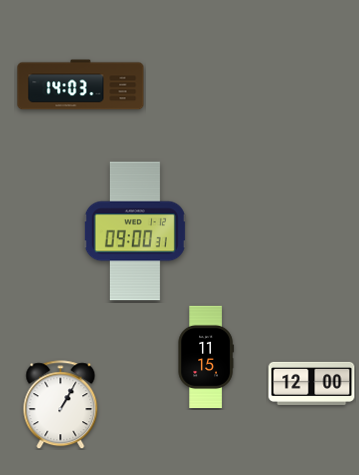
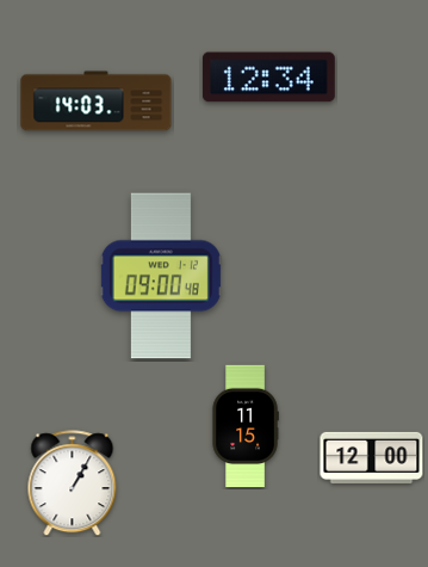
clock at (268, 78): none -> 12:34
clock at (135, 231): 09:00:31 -> 09:00:48
